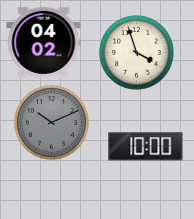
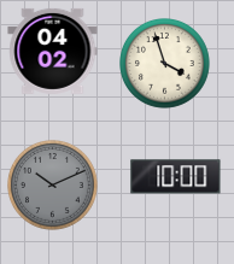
clock at (52, 123) position: (52, 123) -> (53, 186)
